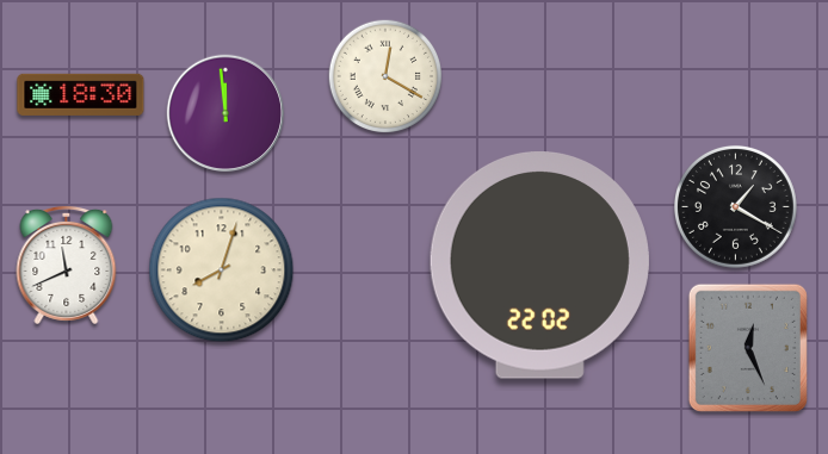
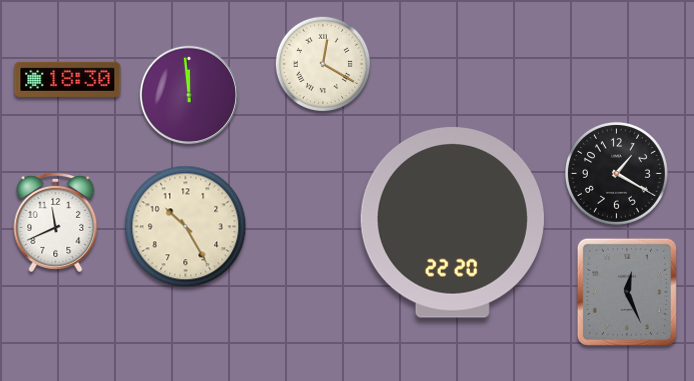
clock at (539, 266): 22:02 -> 22:20
clock at (222, 270): 8:03 -> 10:25
